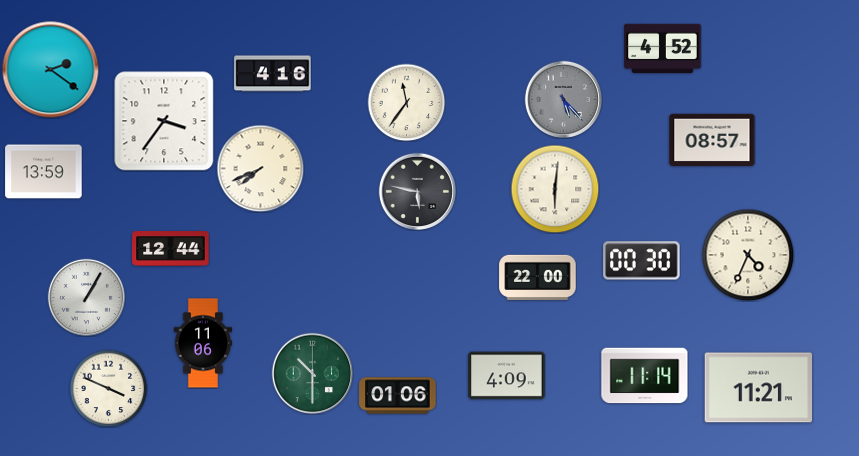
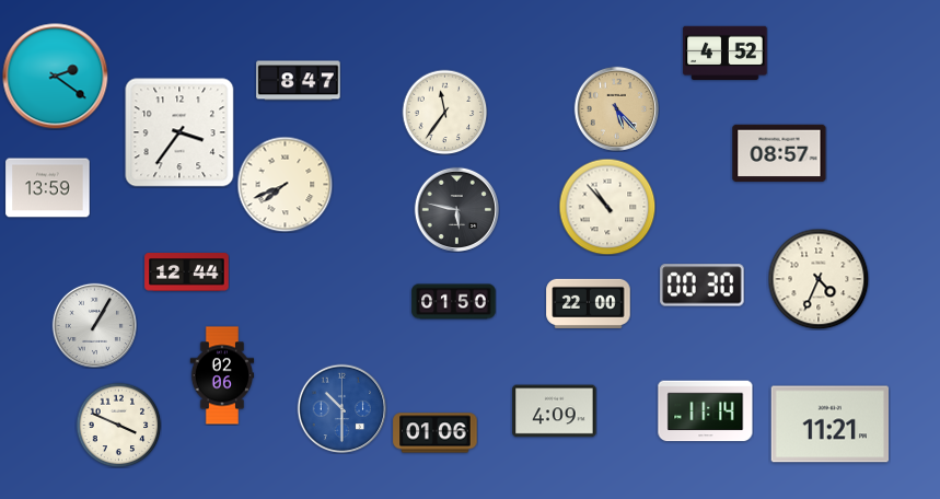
clock at (273, 74): 4:16 -> 8:47
clock at (563, 99) dial: grey -> champagne
clock at (555, 189): 6:01 -> 10:53
clock at (454, 302): none -> 01:50
clock at (203, 343): 11:06 -> 02:06
clock at (312, 373) dial: green -> blue
